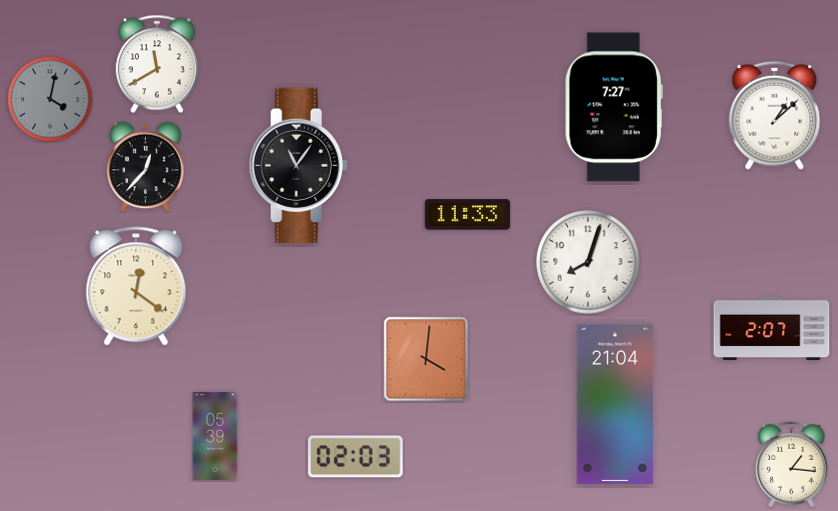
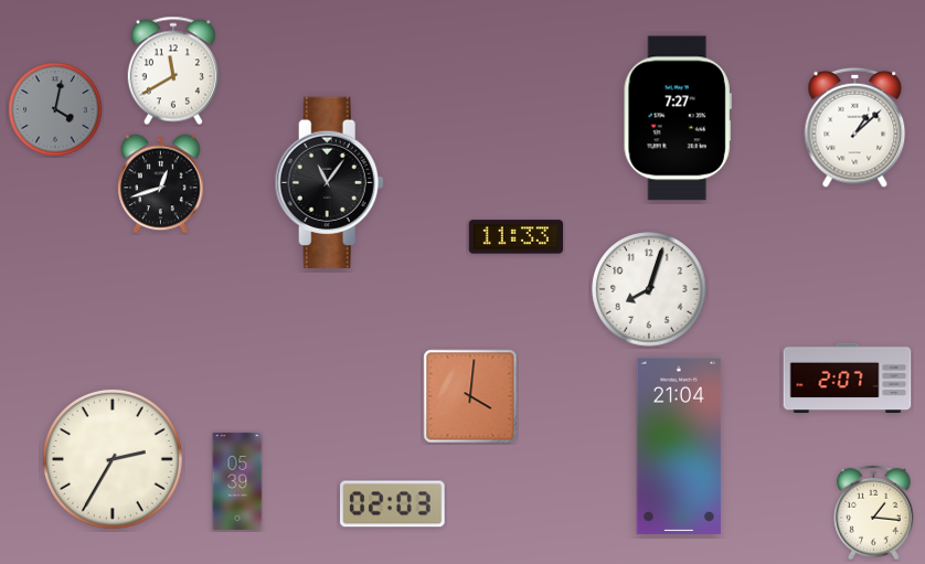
clock at (146, 167): 12:37 -> 12:42
clock at (136, 286): 12:21 -> none
clock at (772, 329) position: (772, 329) -> (848, 379)
clock at (113, 459): none -> 2:35
